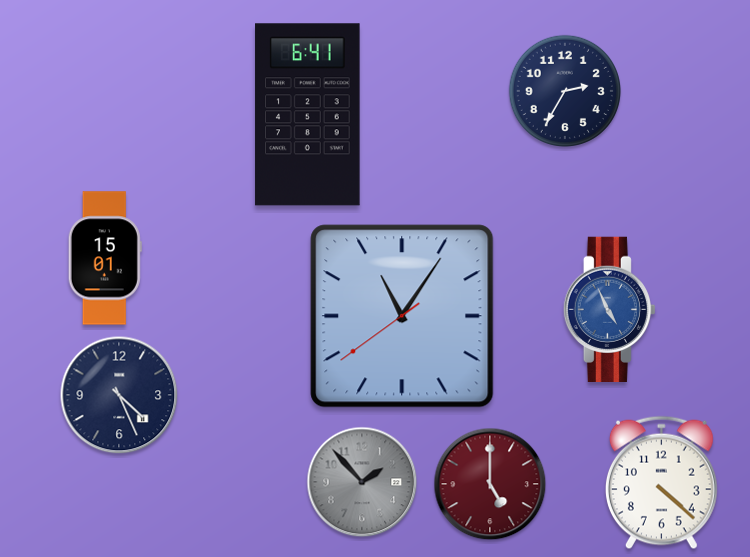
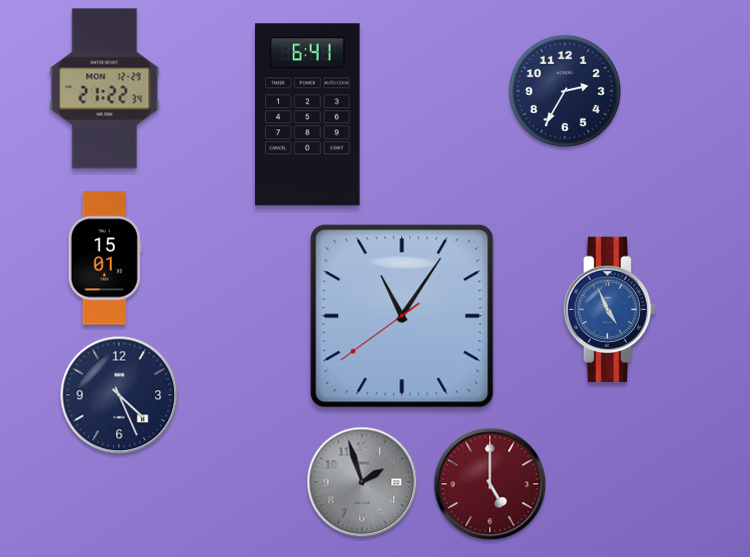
clock at (105, 89): none -> 21:22
clock at (362, 482): 1:53 -> 1:57
clock at (661, 483): 4:22 -> none
